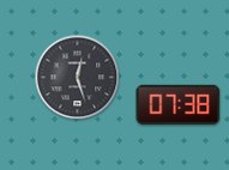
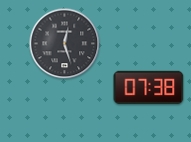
clock at (78, 78) position: (78, 78) -> (65, 44)
